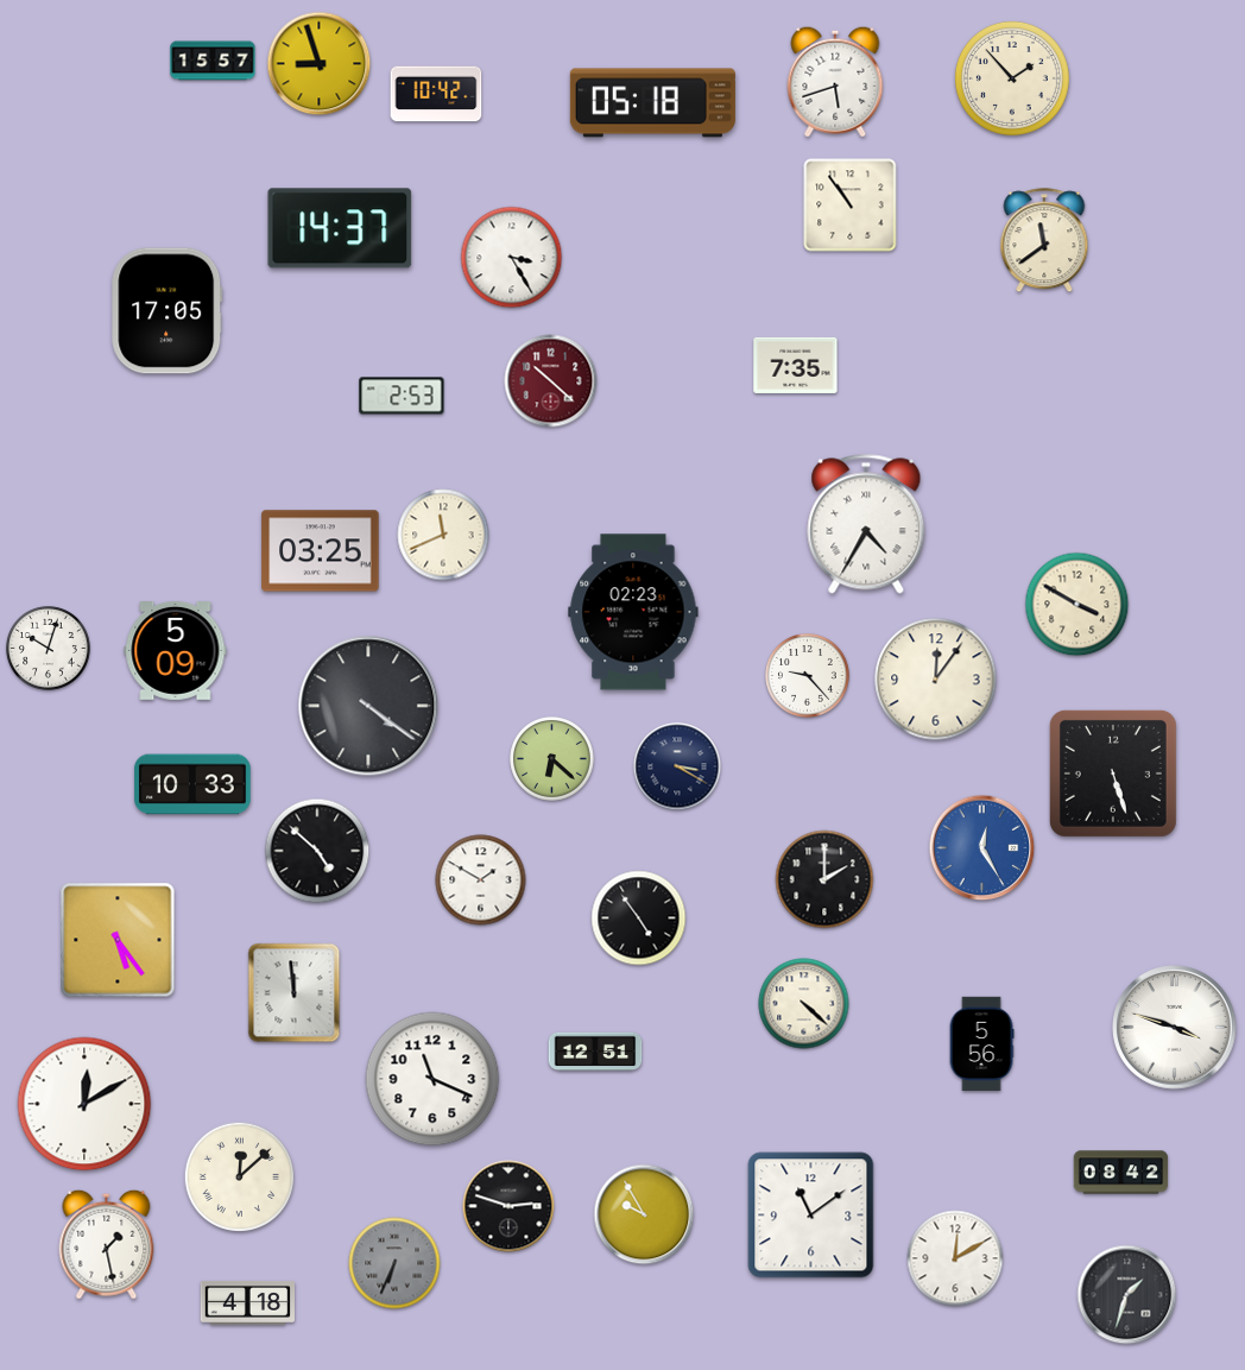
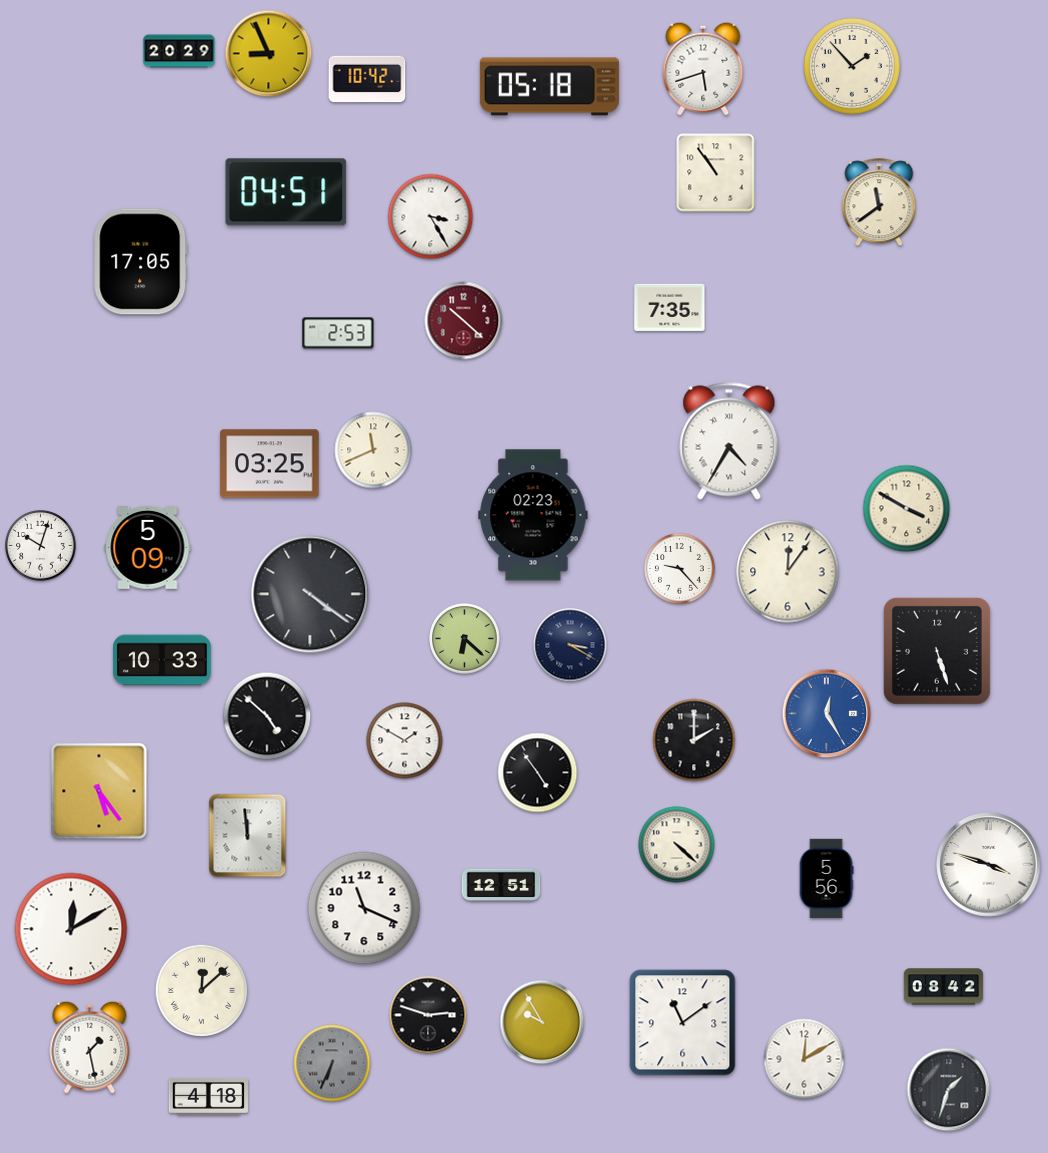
clock at (213, 61): 15:57 -> 20:29
clock at (320, 64): 8:57 -> 8:56
clock at (340, 228): 14:37 -> 04:51
